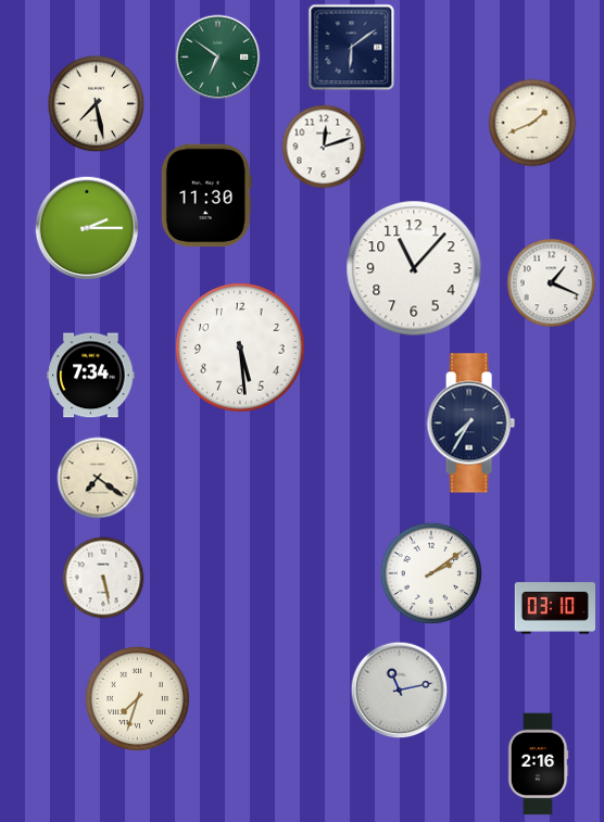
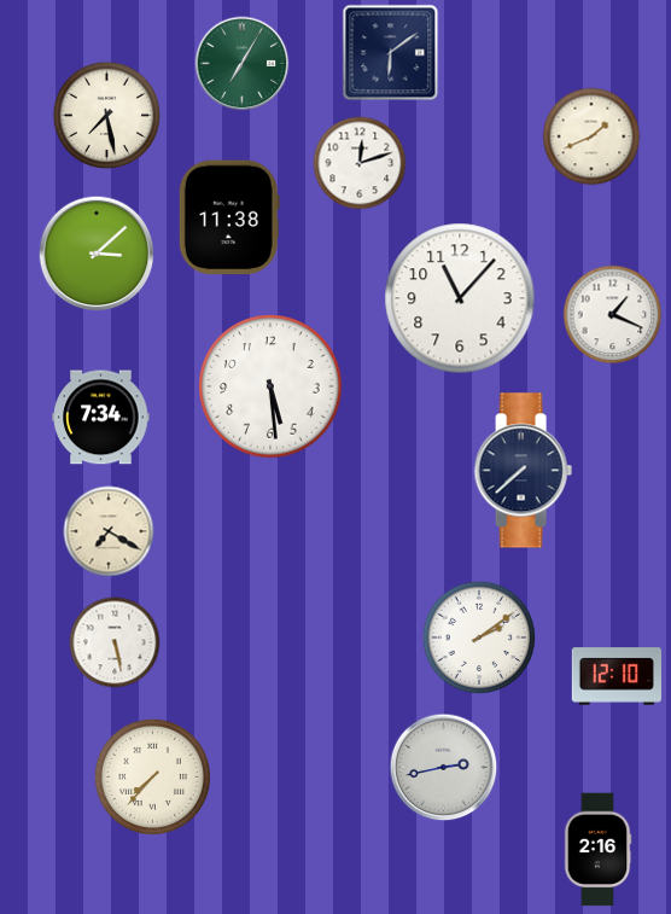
clock at (218, 58): 6:51 -> 7:05
clock at (206, 195): 11:30 -> 11:38
clock at (87, 228): 2:15 -> 3:08
clock at (240, 347) position: (240, 347) -> (270, 386)
clock at (470, 423): 7:35 -> 7:38
clock at (98, 478): 7:21 -> 7:20
clock at (554, 608): 03:10 -> 12:10
clock at (400, 691): 11:13 -> 2:43
clock at (137, 698): 7:33 -> 7:37
